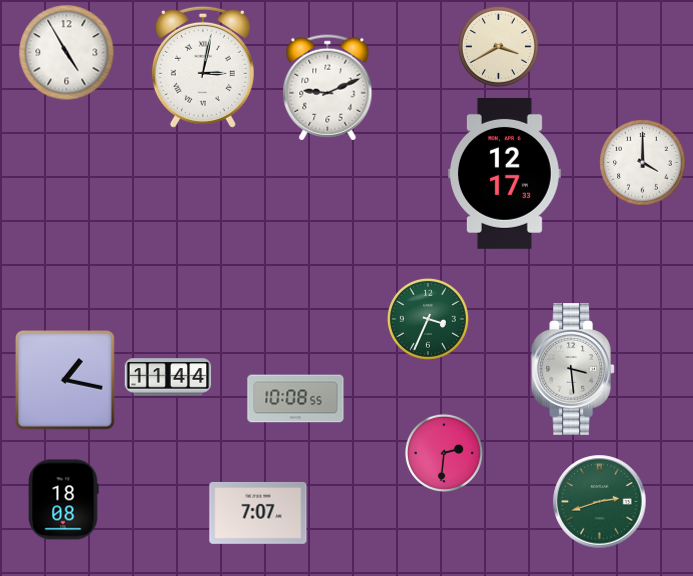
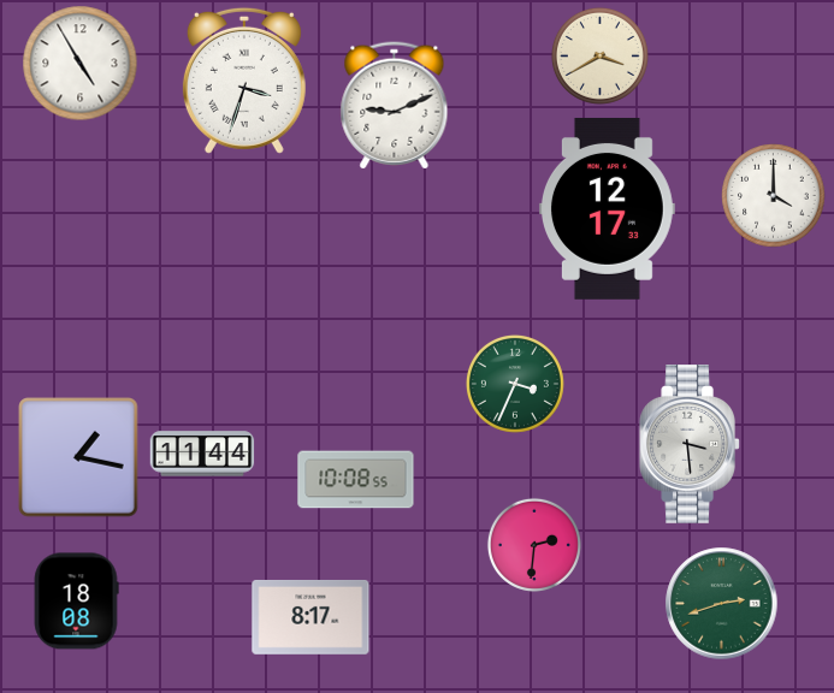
clock at (203, 67): 3:02 -> 3:33
clock at (258, 513): 7:07 -> 8:17
